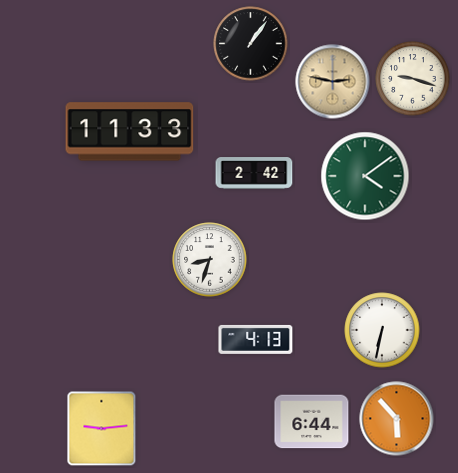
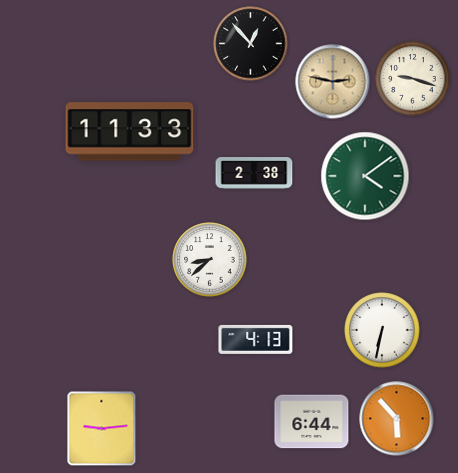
clock at (251, 44): 1:06 -> 12:53
clock at (254, 173): 2:42 -> 2:38
clock at (210, 260): 8:33 -> 8:38
